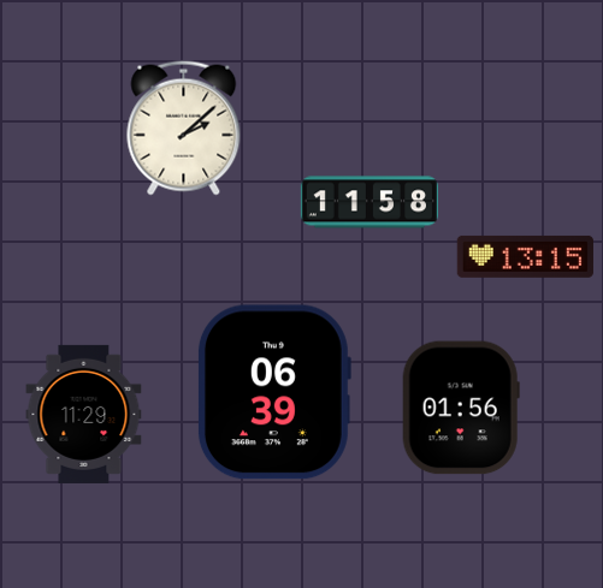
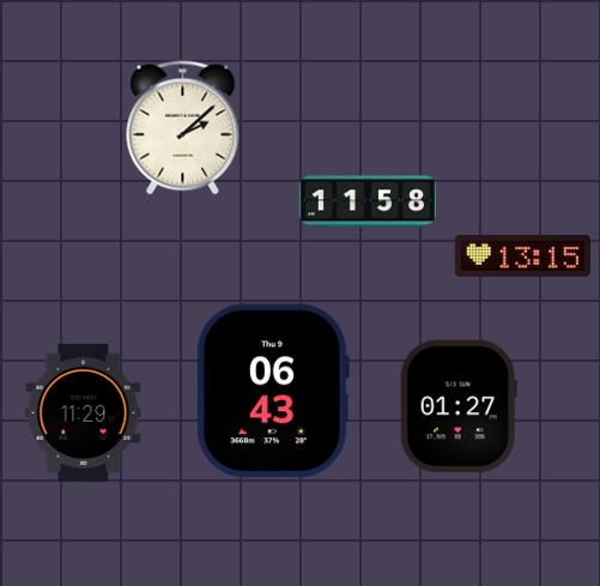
clock at (273, 392): 06:39 -> 06:43
clock at (461, 408): 01:56 -> 01:27
